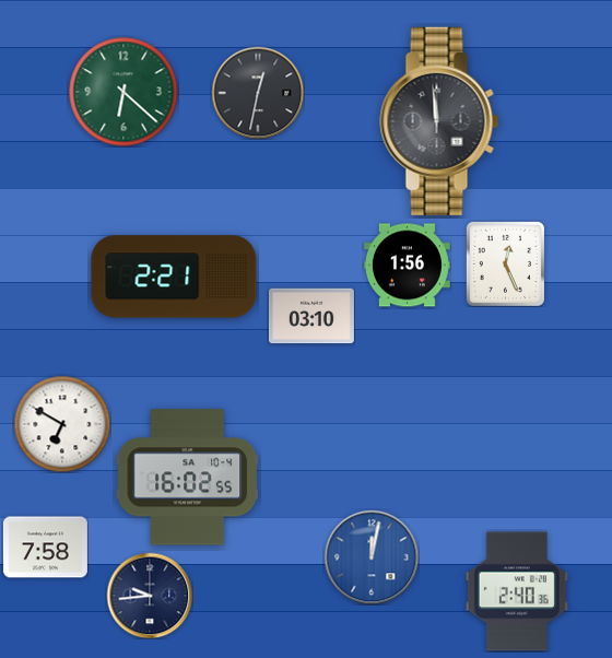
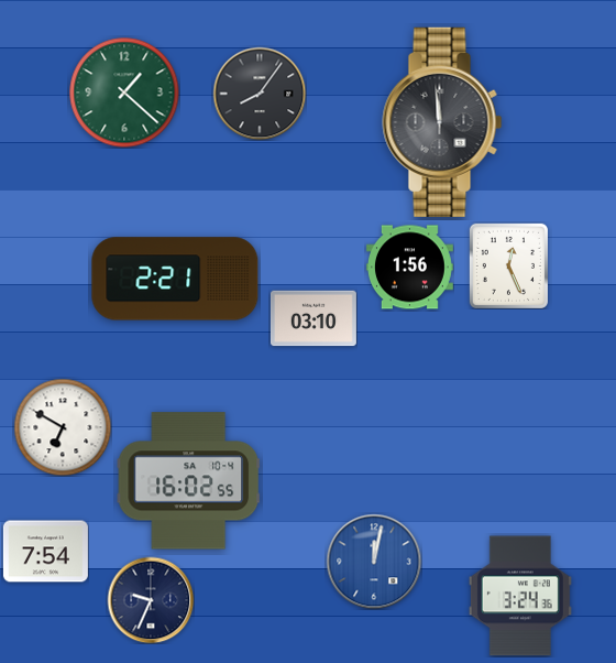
clock at (123, 92): 6:22 -> 1:22
clock at (258, 93): 12:32 -> 8:06
clock at (45, 548): 7:58 -> 7:54
clock at (517, 591): 2:40 -> 3:24
clock at (150, 596): 9:44 -> 9:34
